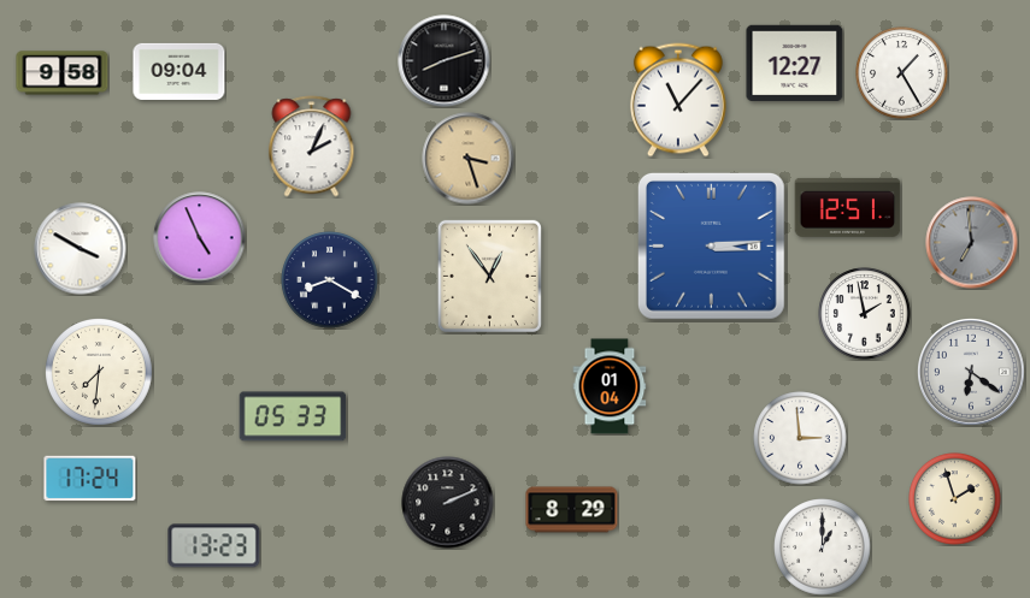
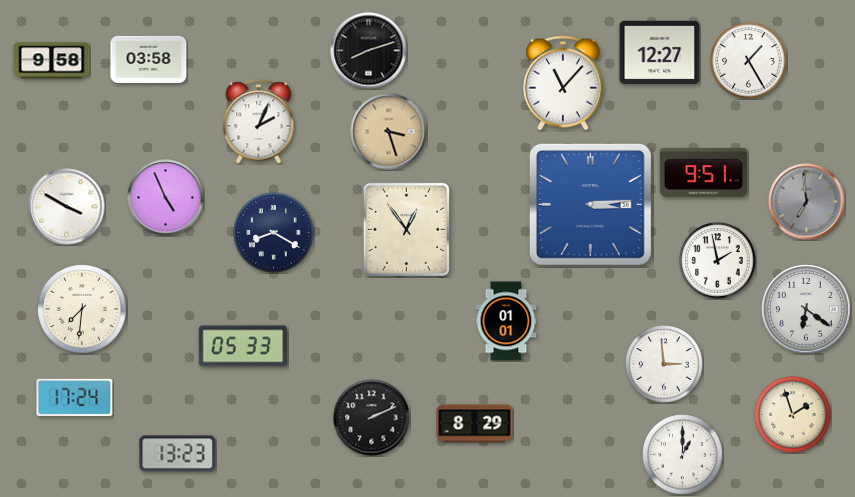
clock at (179, 71): 09:04 -> 03:58
clock at (848, 207): 12:51 -> 9:51
clock at (610, 386): 01:04 -> 01:01
